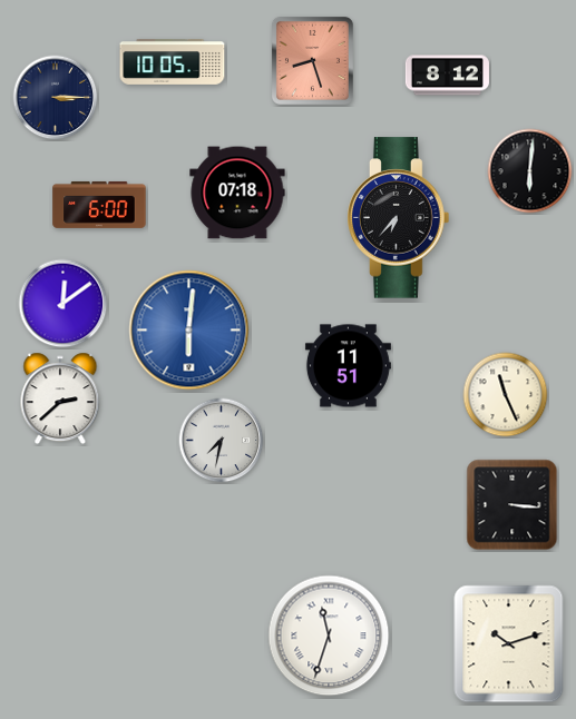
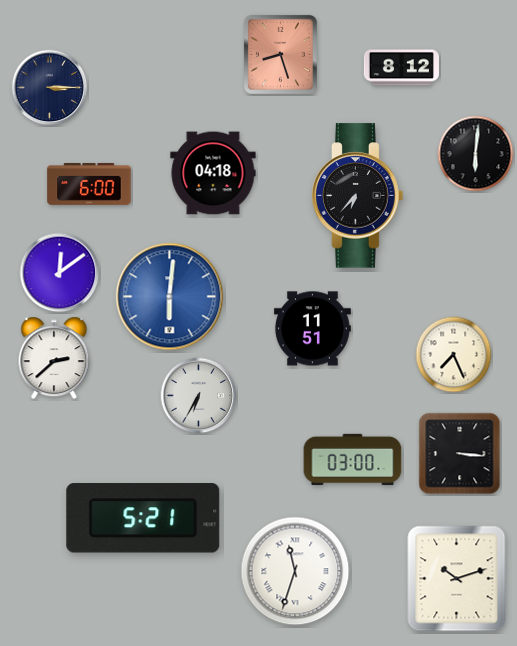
clock at (173, 62): 10:05 -> none
clock at (237, 193): 07:18 -> 04:18
clock at (64, 304) position: (64, 304) -> (60, 273)
clock at (506, 395): 11:26 -> 7:26
clock at (222, 441): 7:32 -> 6:35
clock at (353, 460): none -> 03:00
clock at (143, 518): none -> 5:21
